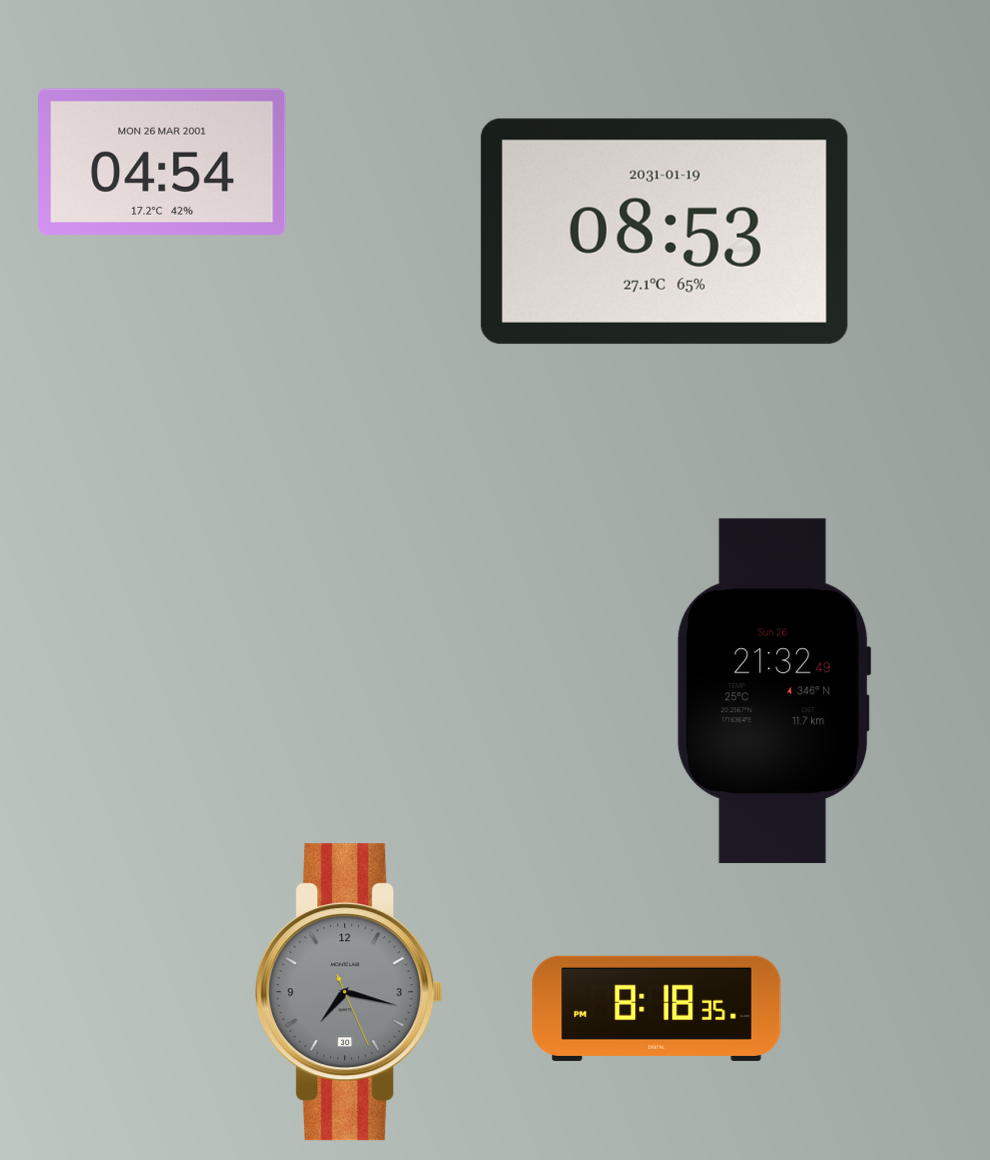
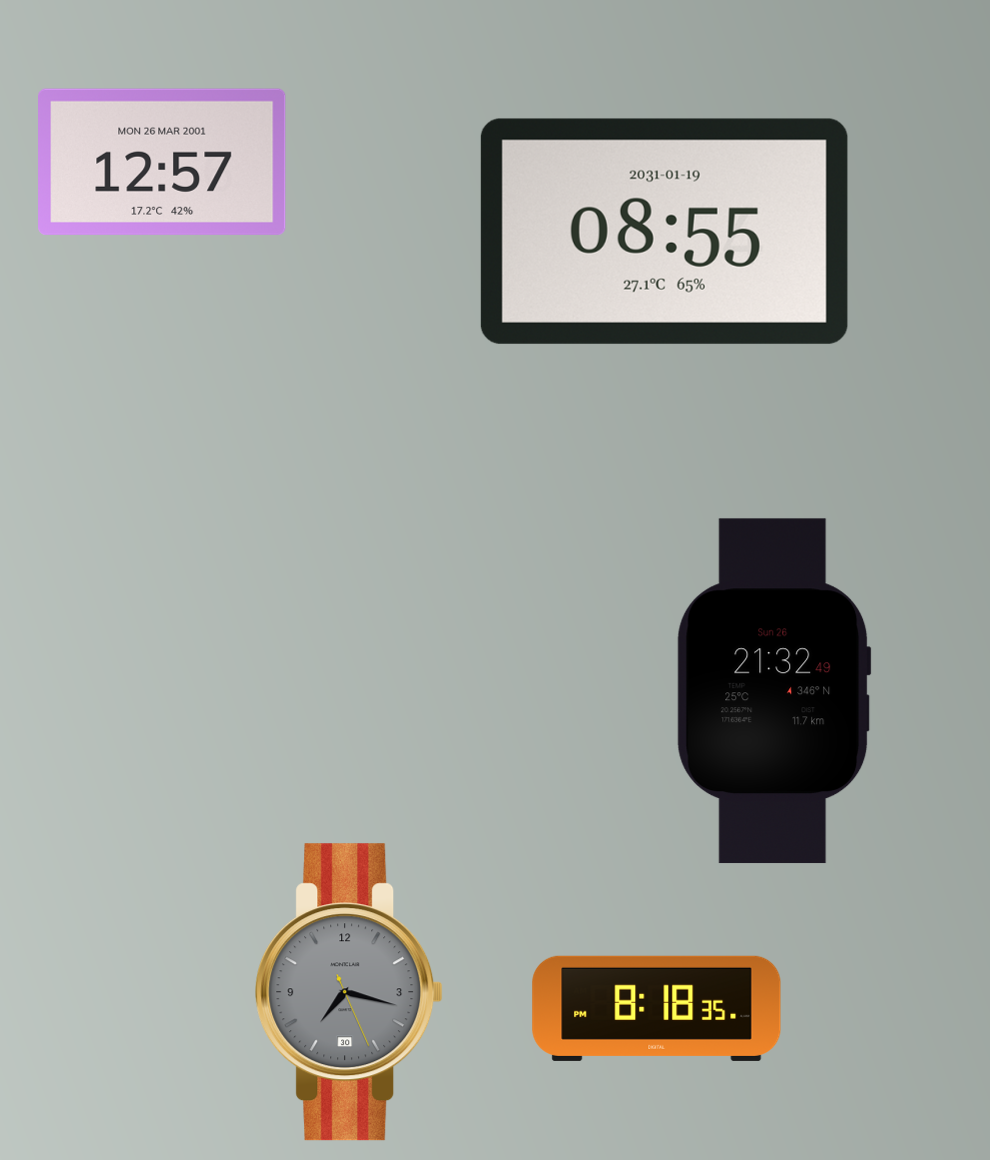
clock at (162, 162): 04:54 -> 12:57
clock at (664, 231): 08:53 -> 08:55
